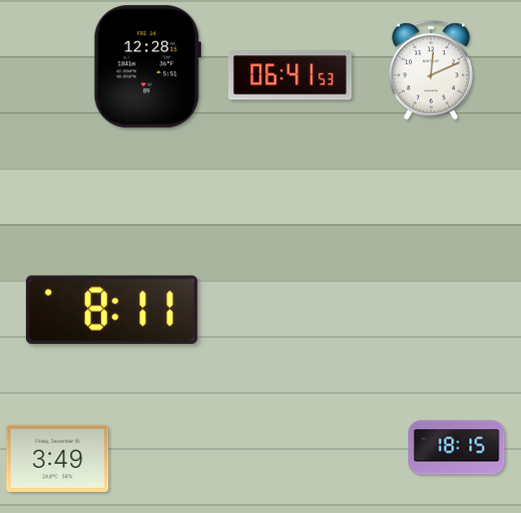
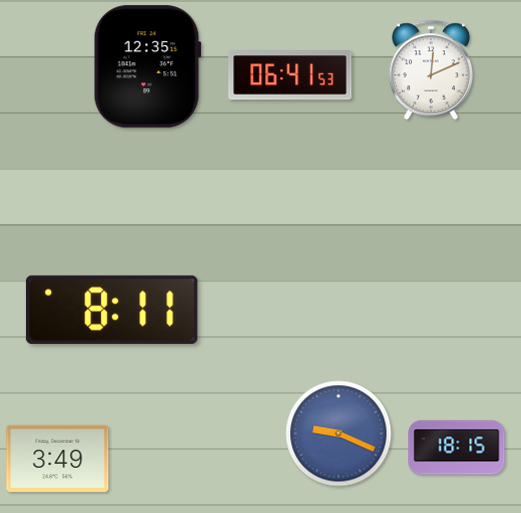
clock at (147, 67): 12:28 -> 12:35
clock at (339, 434): none -> 9:19
